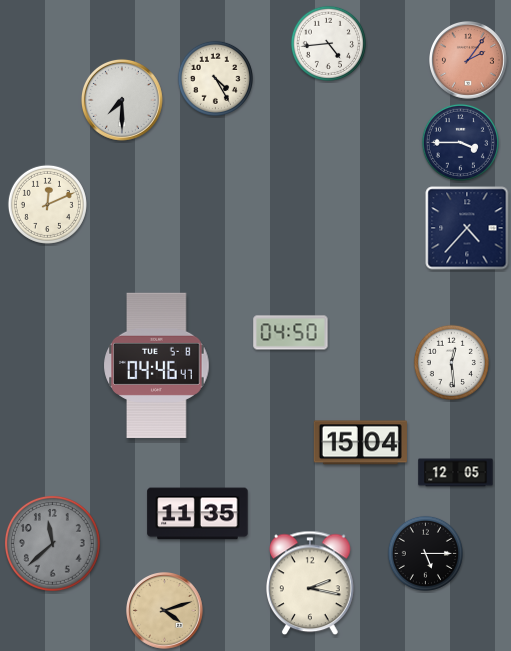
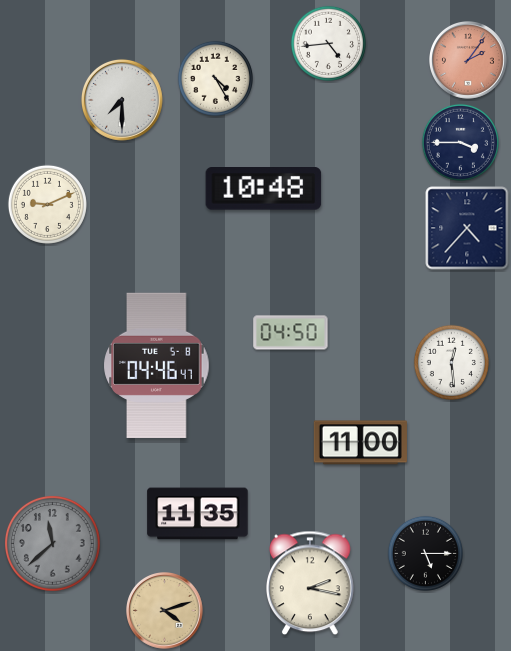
clock at (264, 189): none -> 10:48
clock at (47, 204): 12:11 -> 9:11
clock at (360, 443): 15:04 -> 11:00
clock at (456, 473): 12:05 -> none
